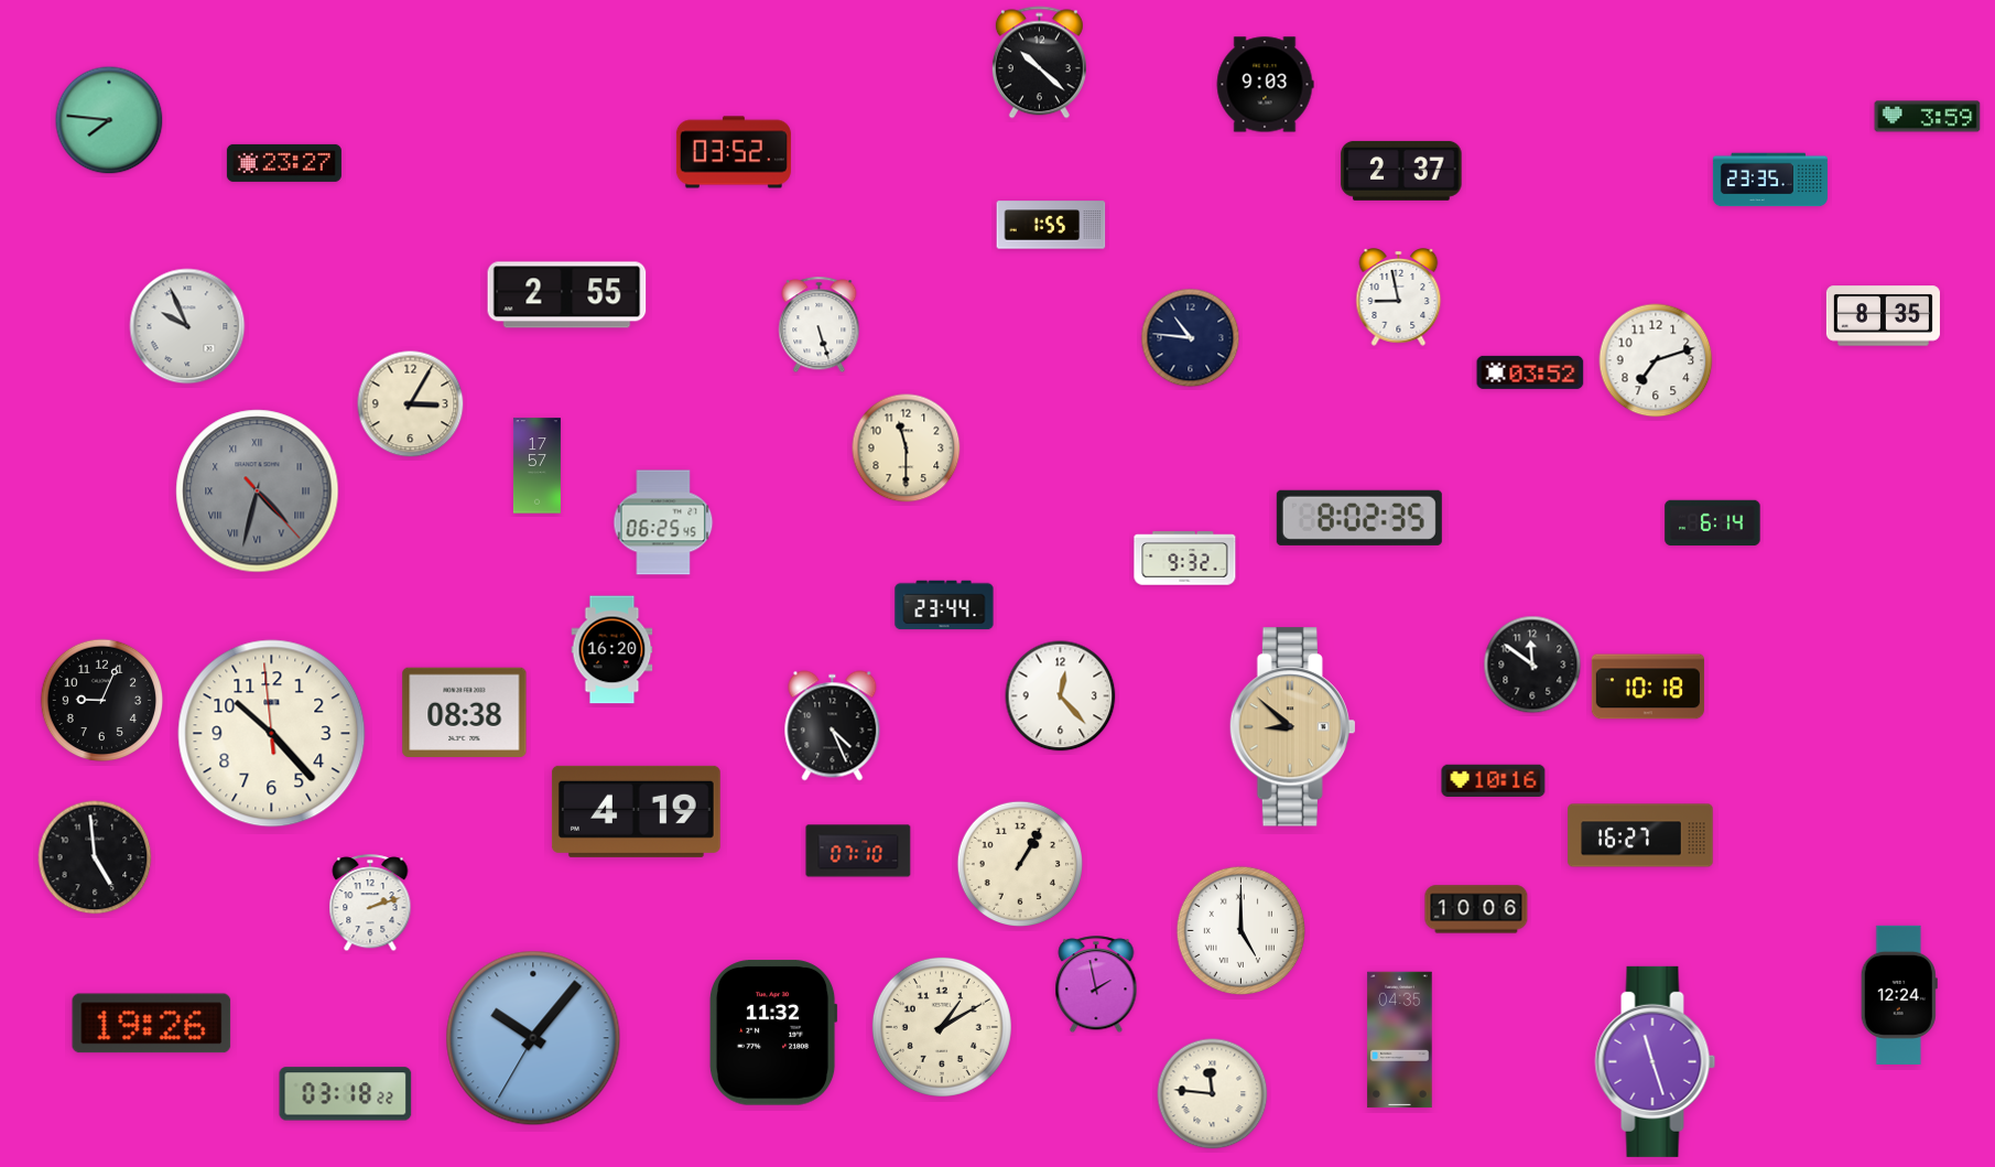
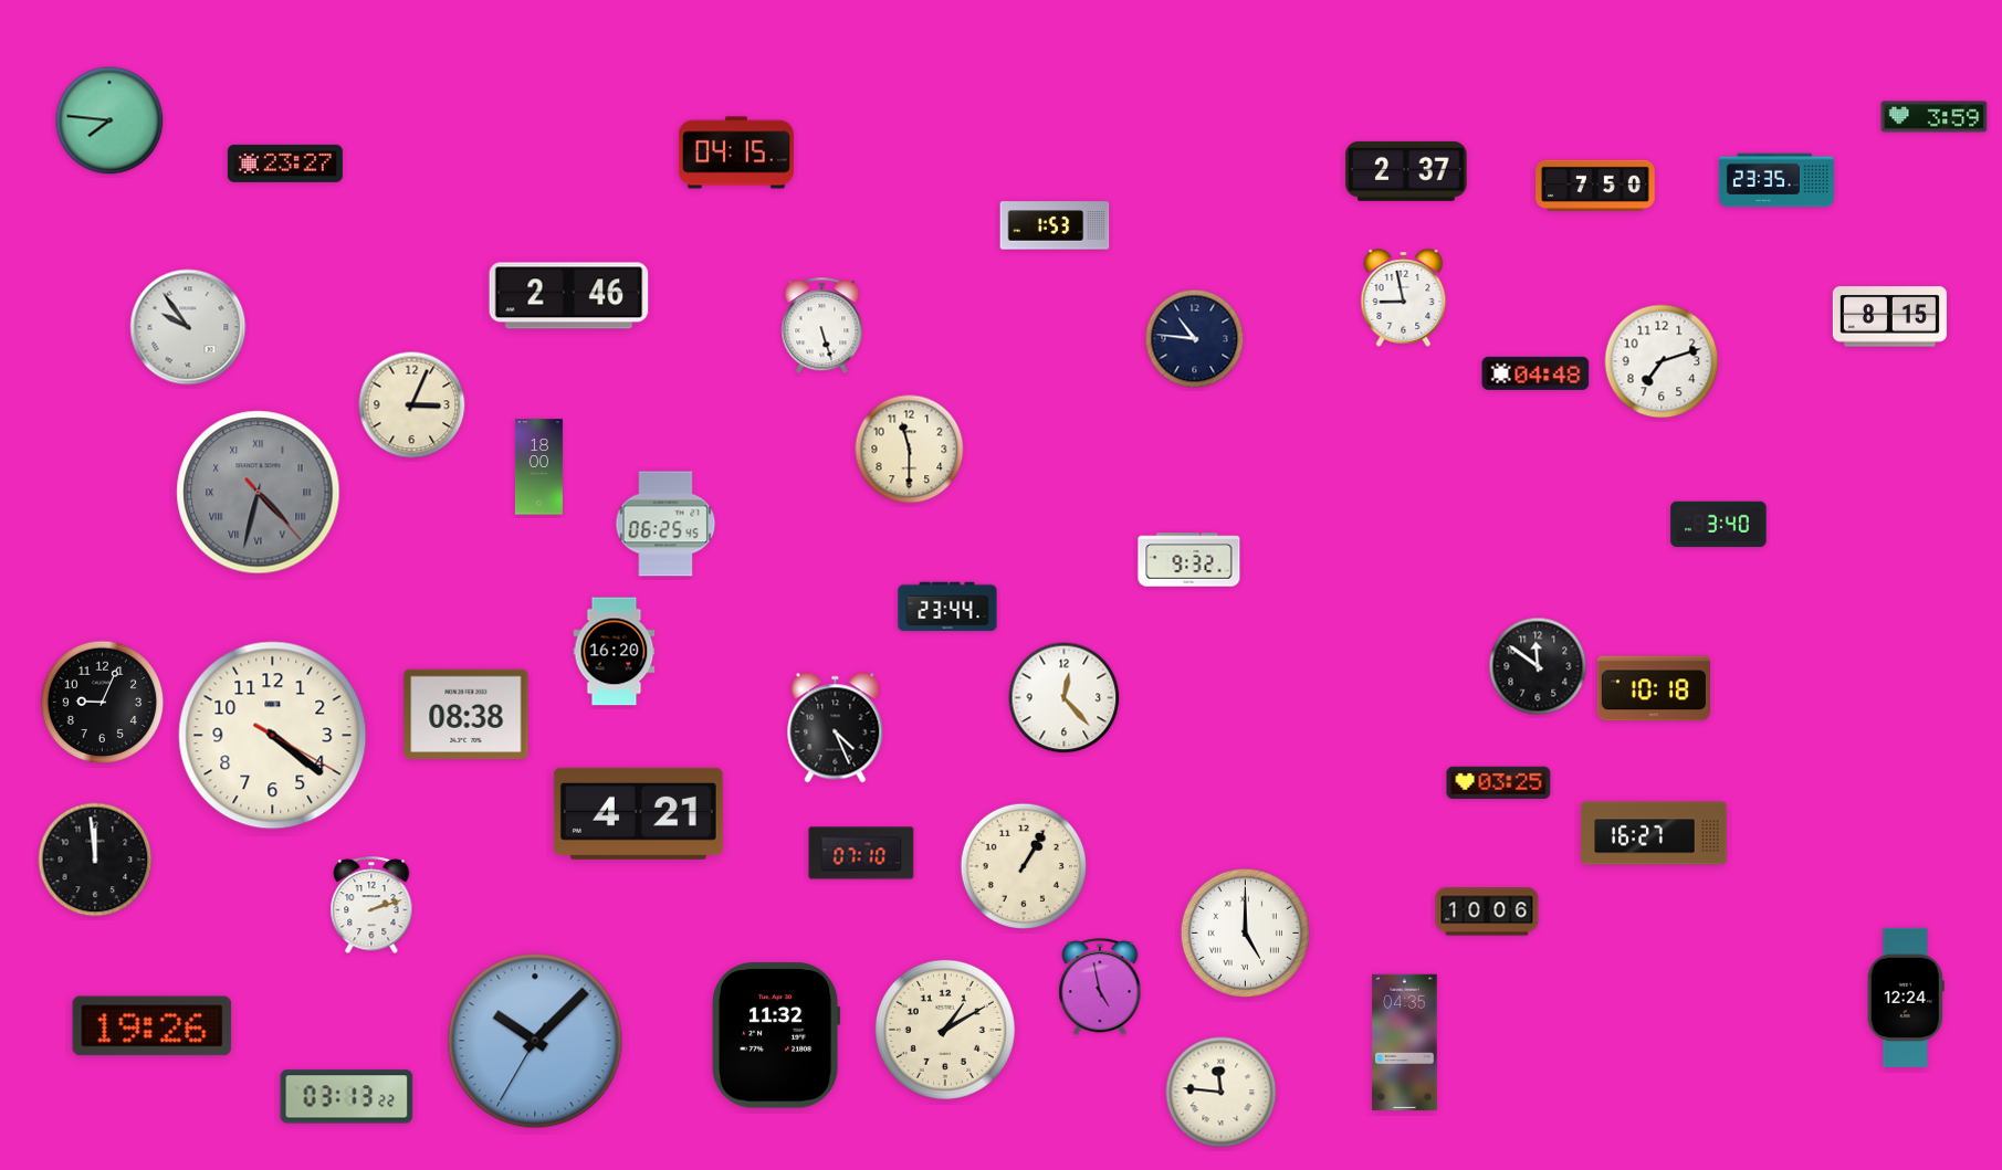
clock at (1039, 63): 10:22 -> none
clock at (1265, 85): 9:03 -> none
clock at (734, 152): 03:52 -> 04:15
clock at (1595, 186): none -> 7:50
clock at (1051, 225): 1:55 -> 1:53
clock at (567, 295): 2:55 -> 2:46
clock at (1883, 316): 8:35 -> 8:15
clock at (187, 326): 9:56 -> 9:54
clock at (1530, 372): 03:52 -> 04:48
clock at (411, 404): 3:05 -> 3:04
clock at (536, 466): 17:57 -> 18:00
clock at (1359, 518): 8:02 -> none
clock at (1713, 523): 6:14 -> 3:40
clock at (1292, 727): 8:52 -> none
clock at (272, 734): 10:22 -> 4:21
clock at (1494, 780): 10:16 -> 03:25
clock at (636, 811): 4:19 -> 4:21
clock at (1640, 835) position: (1640, 835) -> (1654, 833)
clock at (95, 857): 4:59 -> 11:59
clock at (1476, 909) position: (1476, 909) -> (1487, 911)
clock at (1096, 985): 1:58 -> 4:58
clock at (533, 1038): 10:06 -> 10:07
clock at (1656, 1061): 11:27 -> none
clock at (346, 1094): 03:18 -> 03:13
clock at (1213, 1094) position: (1213, 1094) -> (1222, 1093)
